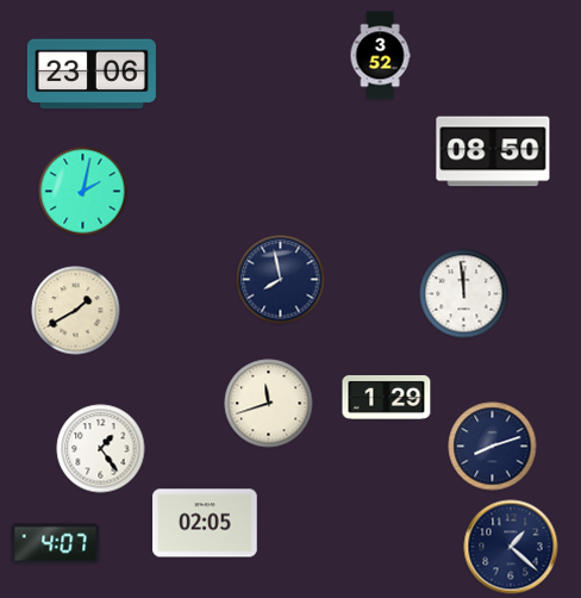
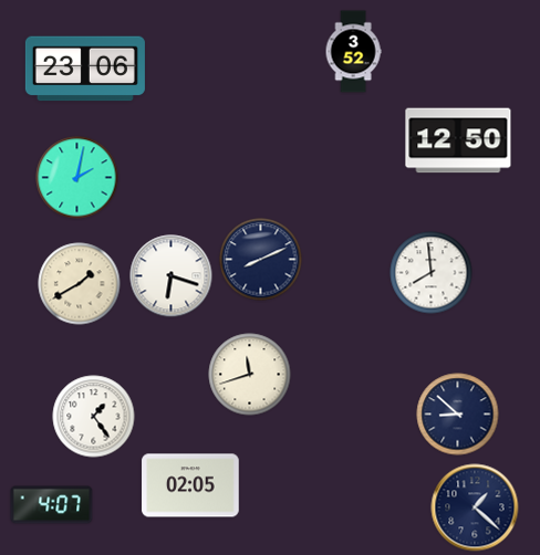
clock at (493, 151): 08:50 -> 12:50
clock at (281, 280): 7:58 -> 8:11
clock at (464, 294): 11:59 -> 7:59
clock at (172, 276): none -> 6:18
clock at (76, 311) position: (76, 311) -> (80, 284)
clock at (387, 397): 1:29 -> none
clock at (493, 447): 8:12 -> 8:52
